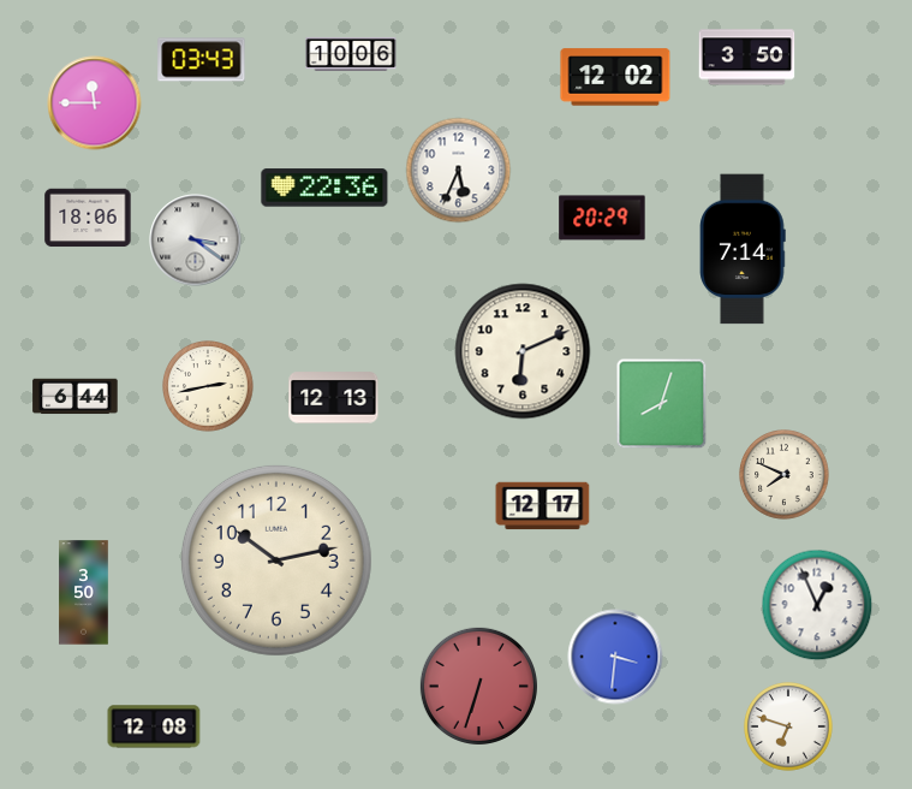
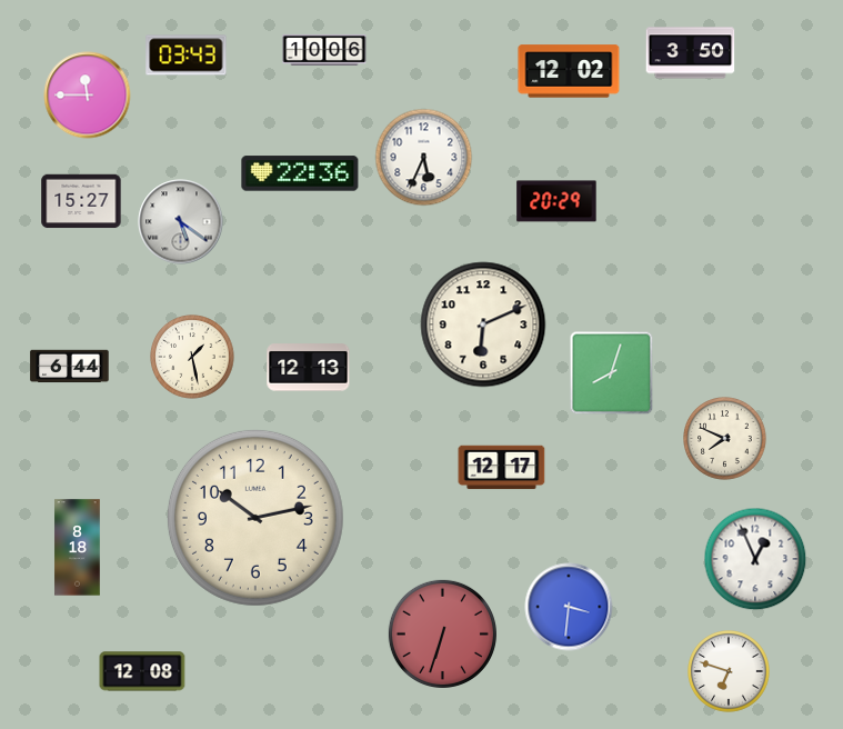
clock at (88, 218): 18:06 -> 15:27
clock at (196, 241): 3:21 -> 5:21
clock at (743, 249): 7:14 -> none
clock at (208, 386): 2:43 -> 1:28
clock at (84, 593): 3:50 -> 8:18
